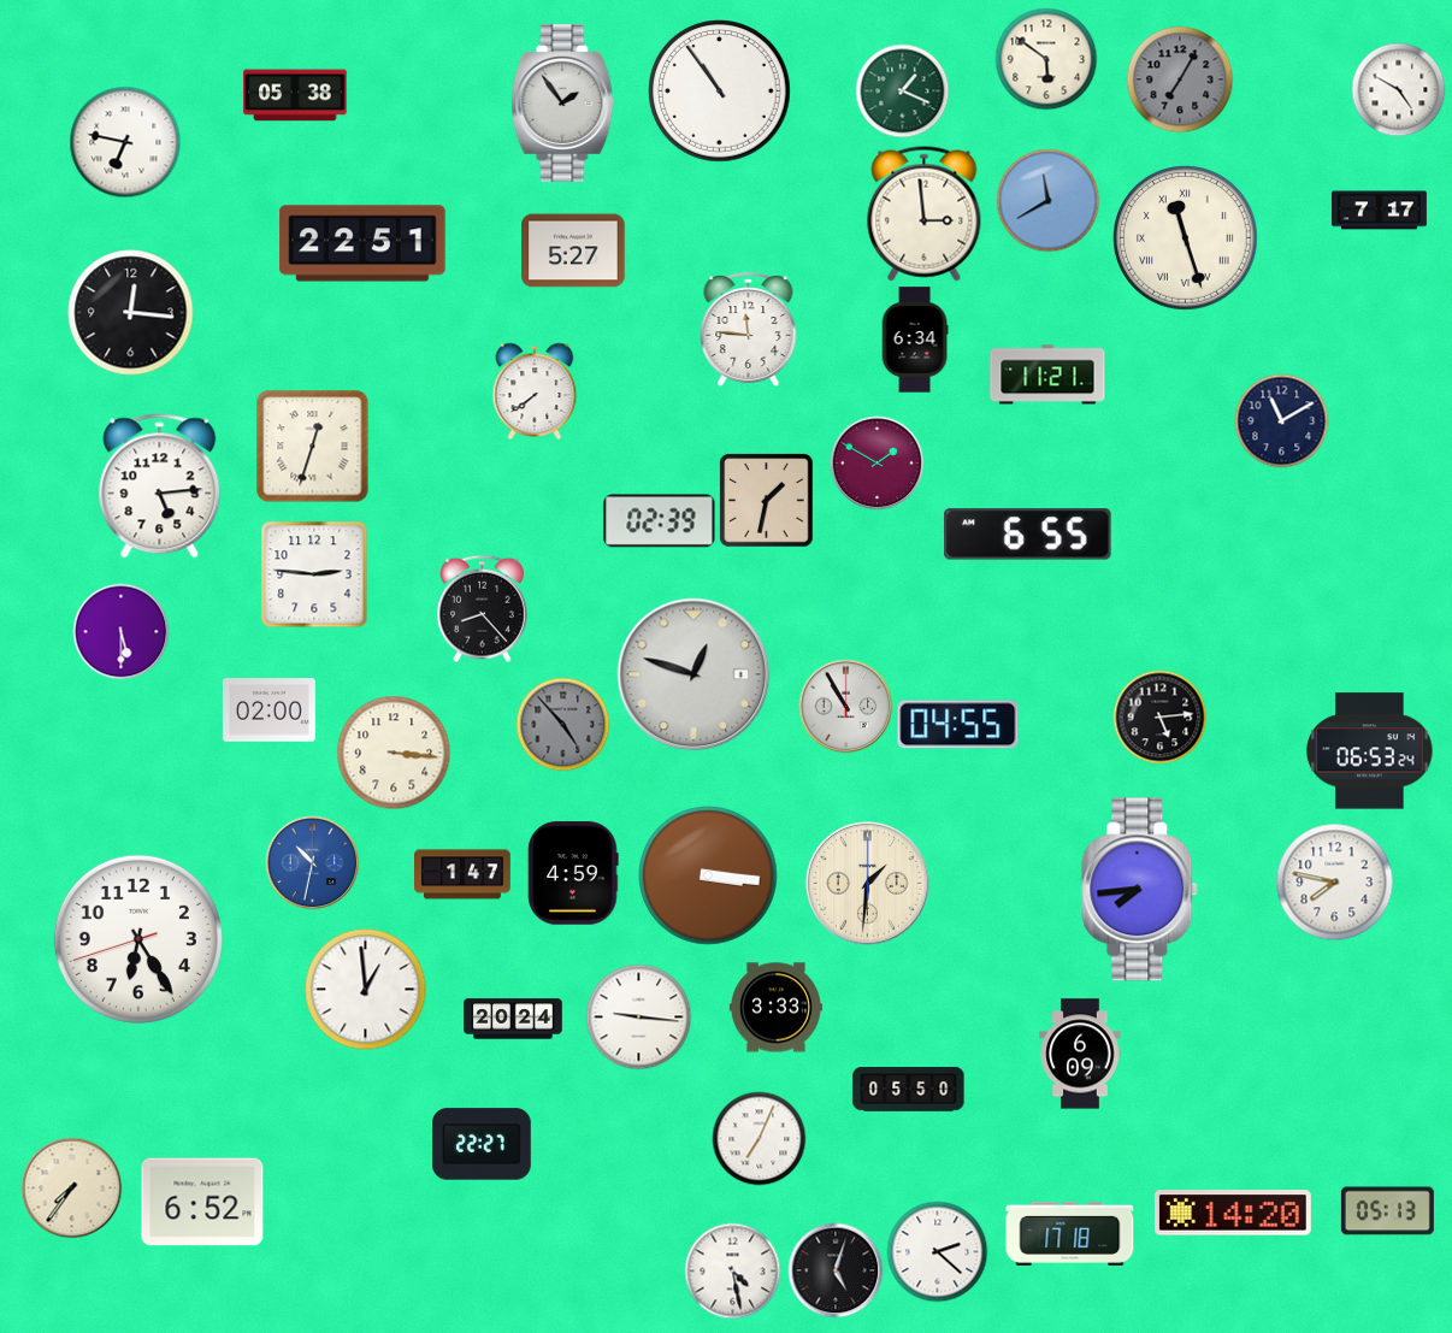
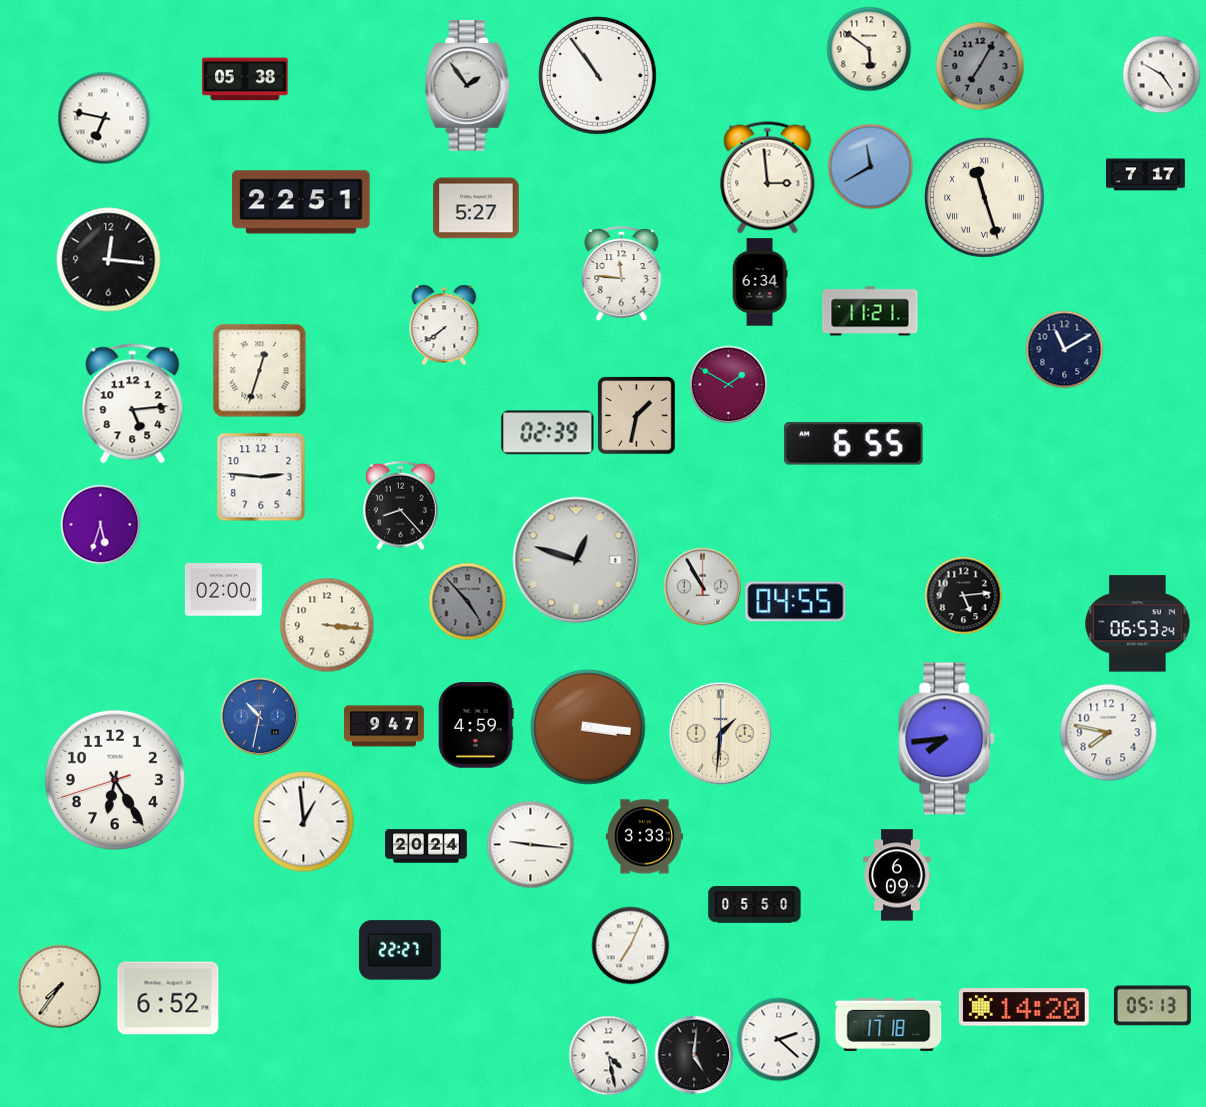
clock at (902, 90): 1:19 -> none
clock at (120, 631): 5:30 -> 5:33
clock at (464, 874): 1:47 -> 9:47
clock at (836, 1270): 5:03 -> 5:01
